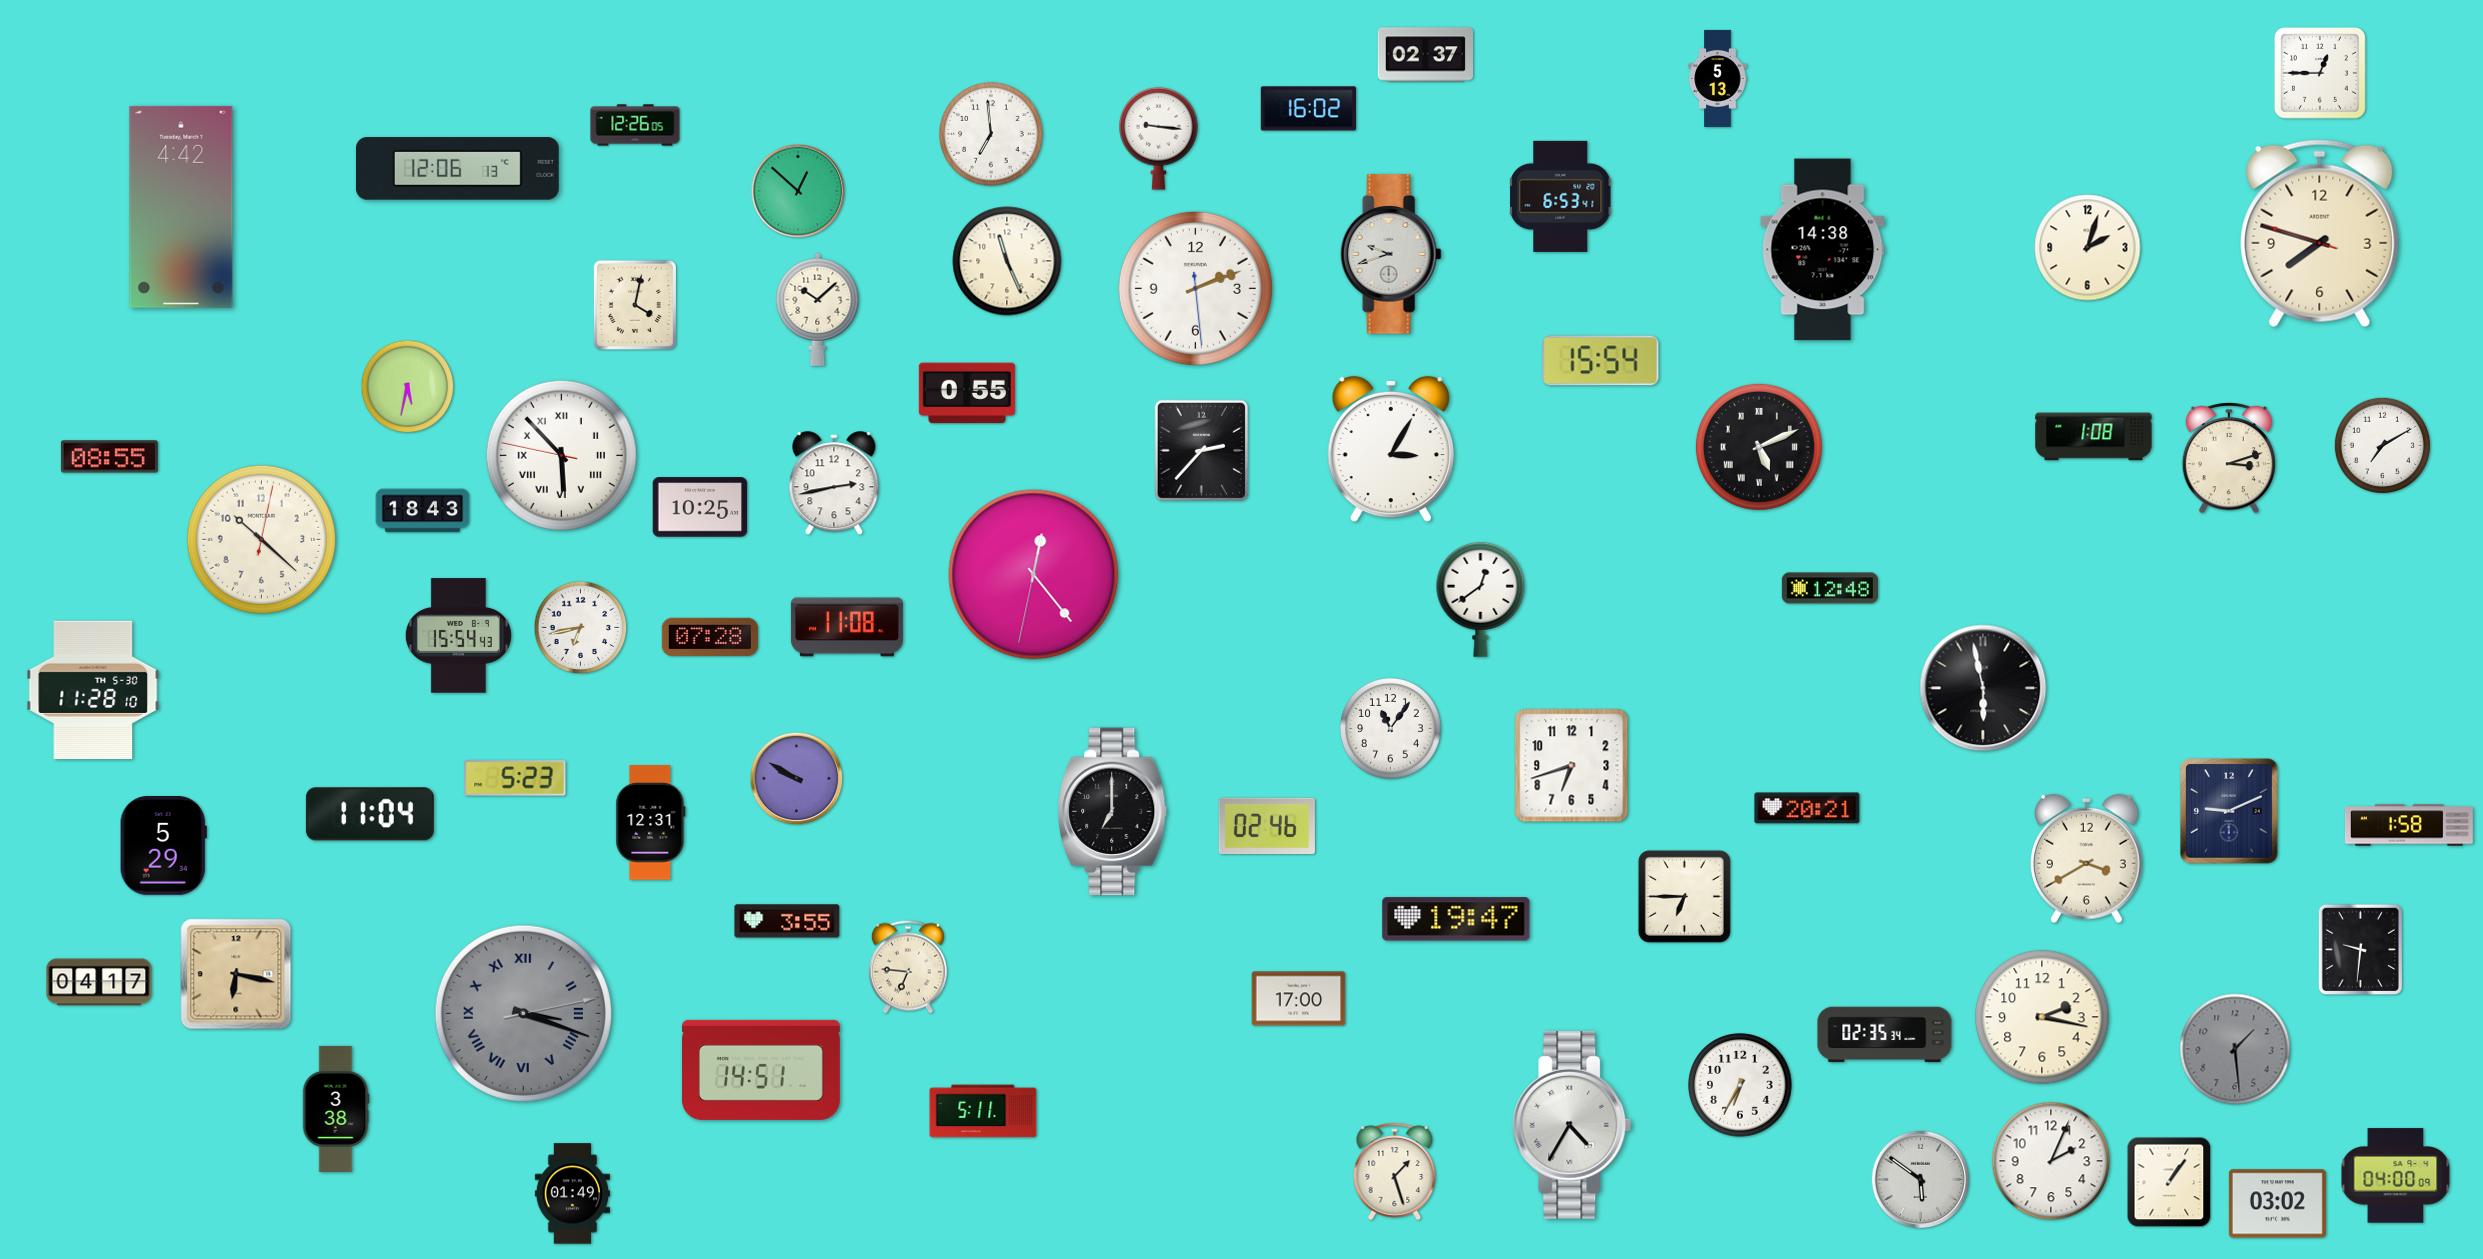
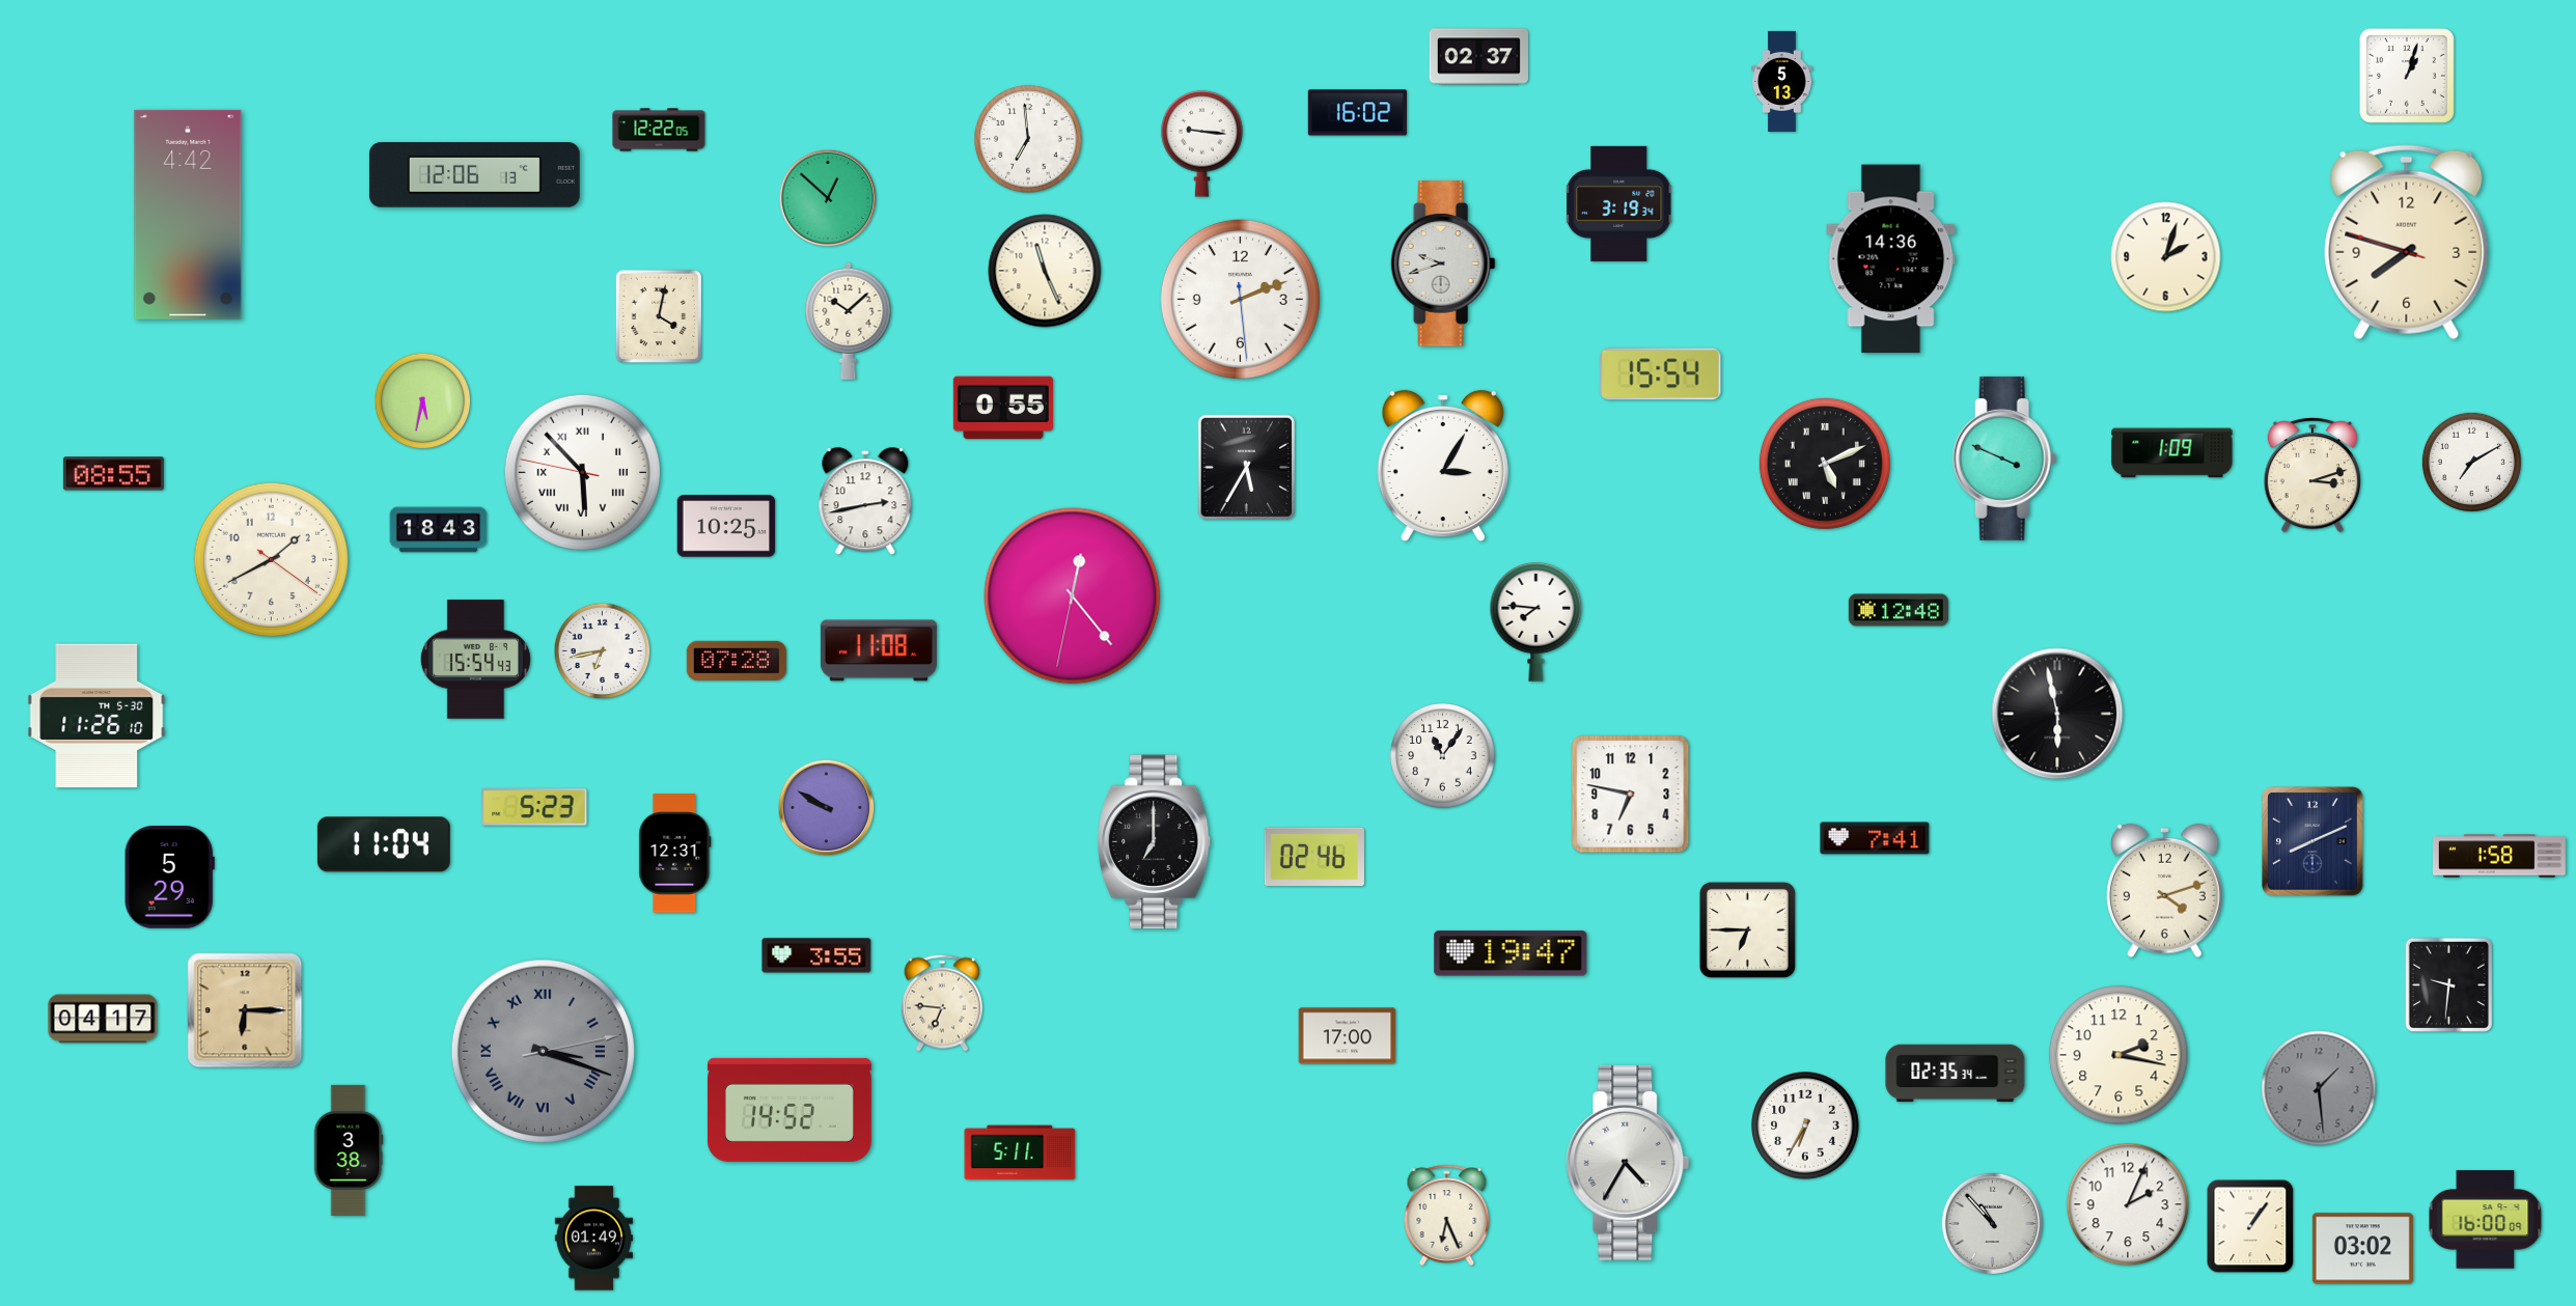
clock at (2320, 73): 12:45 -> 1:03
clock at (635, 125): 12:26 -> 12:22
clock at (1561, 196): 6:53 -> 3:19
clock at (1823, 250): 14:38 -> 14:36
clock at (2094, 437): 1:08 -> 1:09
clock at (2004, 459): none -> 3:49
clock at (1201, 451): 2:37 -> 5:35
clock at (261, 539): 10:22 -> 1:40
clock at (1481, 599): 12:39 -> 7:46
clock at (93, 690): 11:28 -> 11:26
clock at (1572, 766): 6:42 -> 6:47
clock at (1807, 808): 20:21 -> 7:41
clock at (2230, 812): 9:11 -> 8:11
clock at (2087, 859): 3:40 -> 4:12
clock at (236, 974): 6:17 -> 6:15
clock at (761, 1070): 14:51 -> 14:52
clock at (1572, 1125) position: (1572, 1125) -> (1628, 1163)
clock at (1395, 1172): 1:27 -> 6:26
clock at (2396, 1176): 04:00 -> 16:00
clock at (1920, 1179): 5:51 -> 10:53
